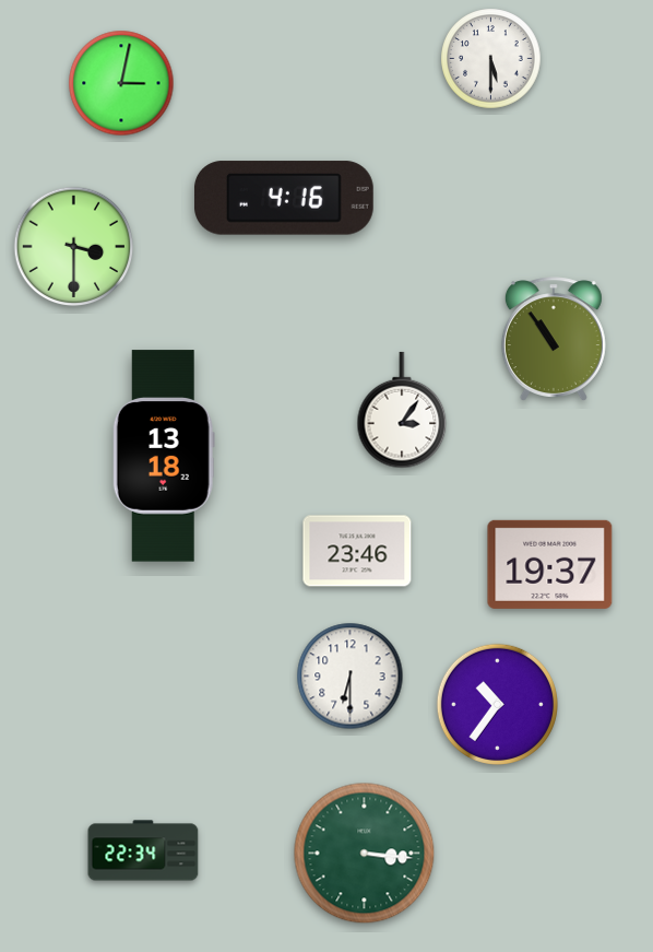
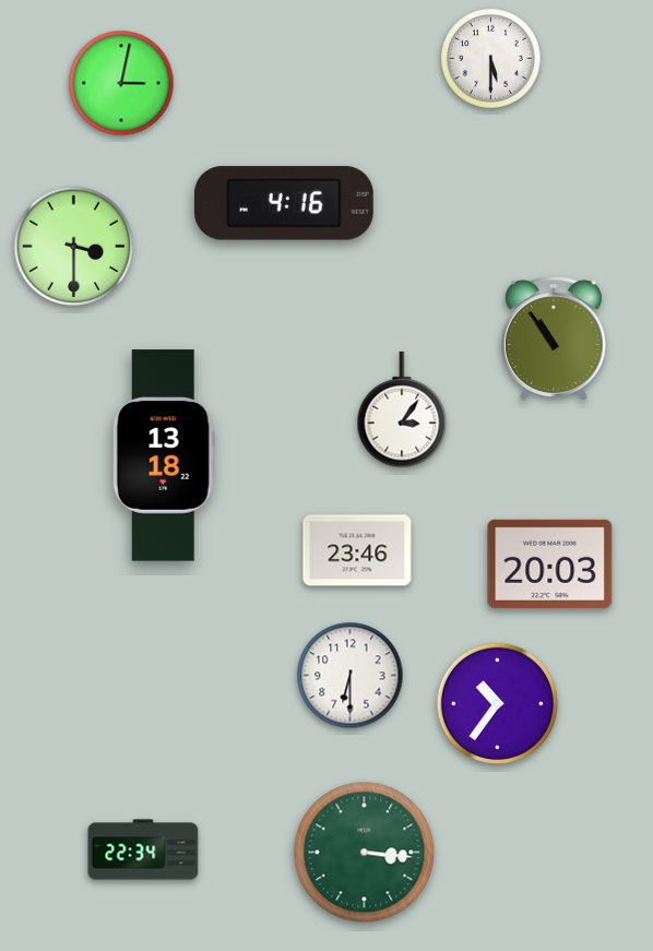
clock at (284, 198) position: (284, 198) -> (284, 203)
clock at (550, 564): 19:37 -> 20:03
